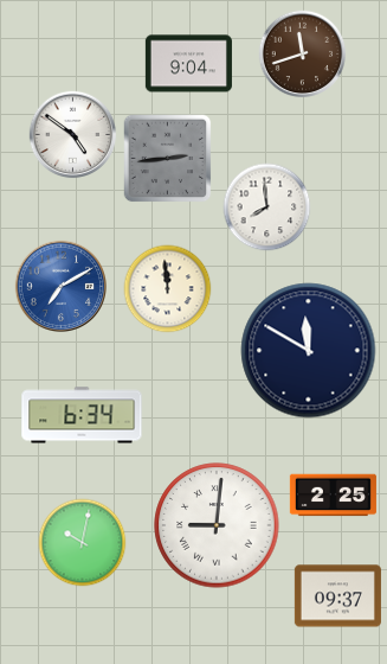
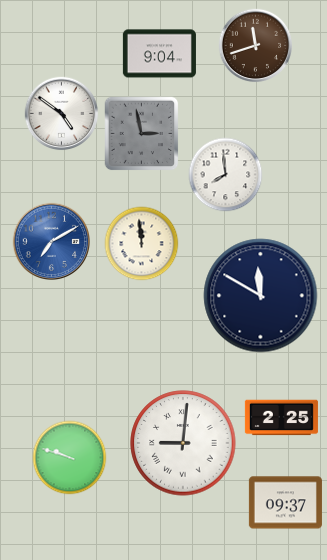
clock at (168, 159): 2:44 -> 2:58
clock at (82, 415): 6:34 -> none
clock at (83, 543): 10:02 -> 9:48
